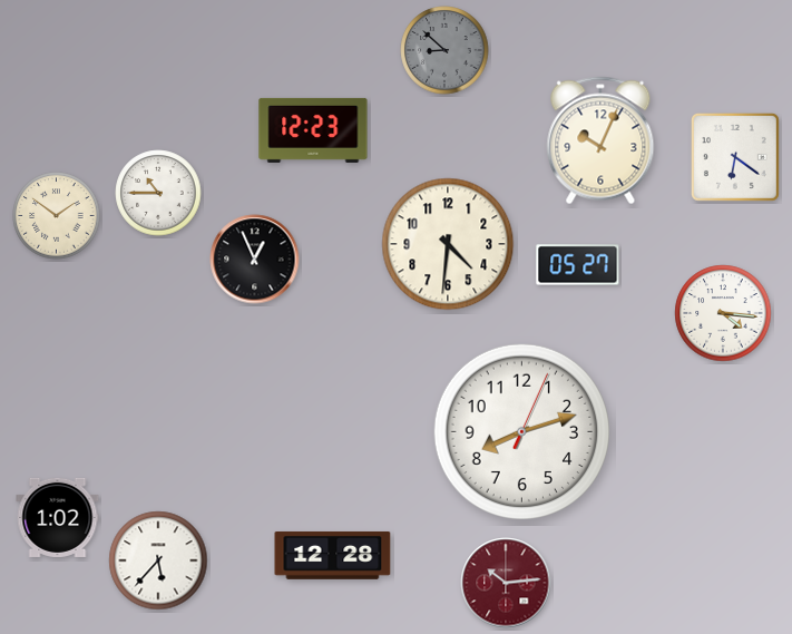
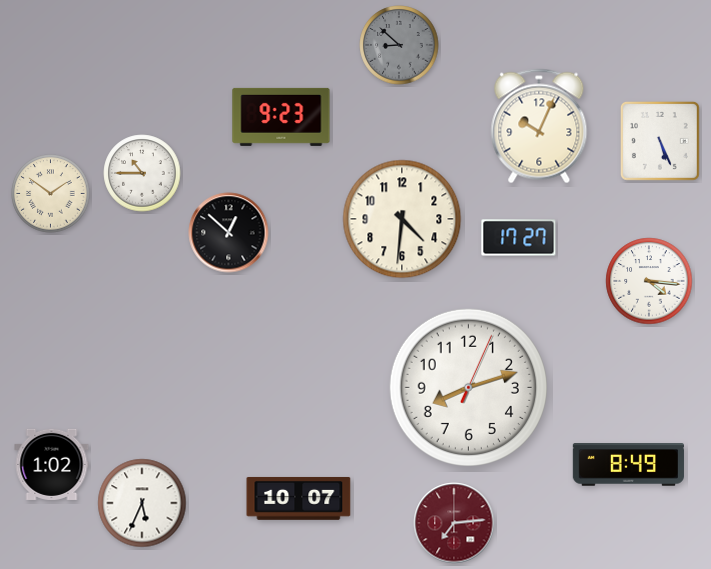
clock at (313, 130): 12:23 -> 9:23
clock at (735, 157): 6:21 -> 5:26
clock at (255, 260): 12:56 -> 12:52
clock at (578, 265): 05:27 -> 17:27
clock at (628, 465): none -> 8:49
clock at (333, 555): 12:28 -> 10:07
clock at (158, 560): 5:37 -> 5:34
clock at (506, 583): 10:14 -> 7:14
